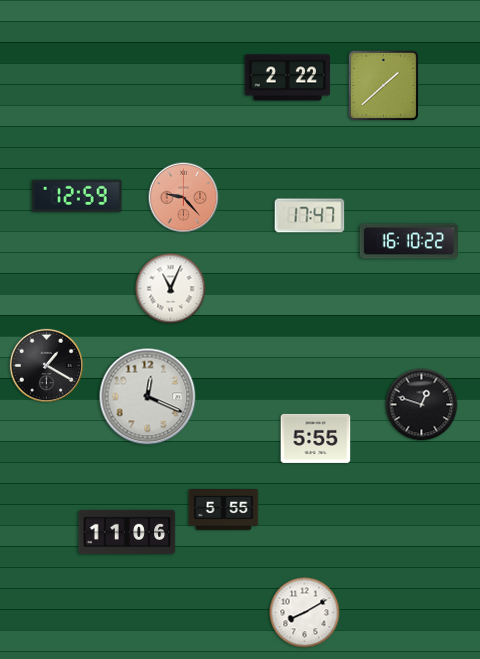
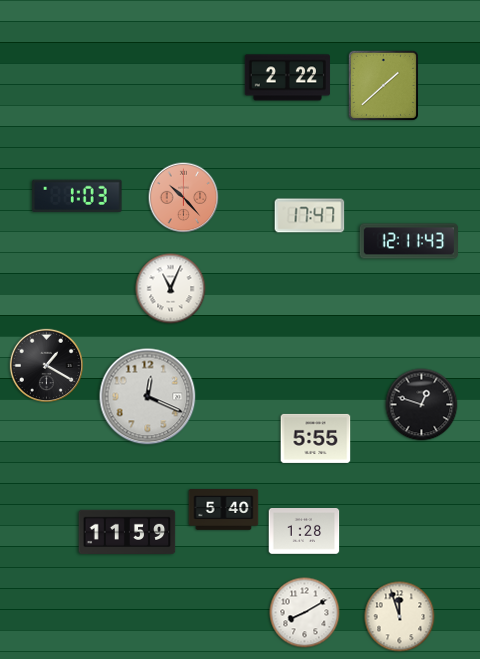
clock at (77, 195): 12:59 -> 1:03
clock at (184, 198): 9:23 -> 10:23
clock at (409, 241): 16:10 -> 12:11
clock at (224, 510): 5:55 -> 5:40
clock at (127, 531): 11:06 -> 11:59
clock at (304, 532): none -> 1:28
clock at (400, 617): none -> 11:57
